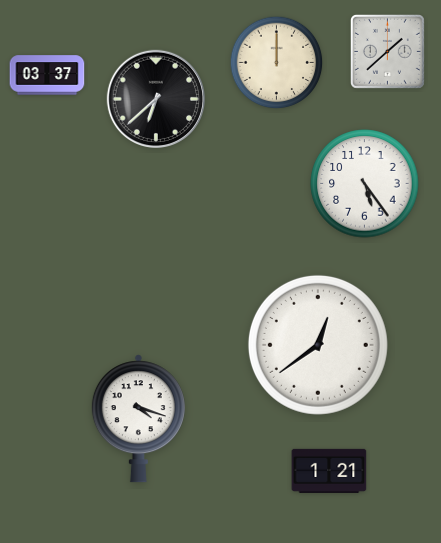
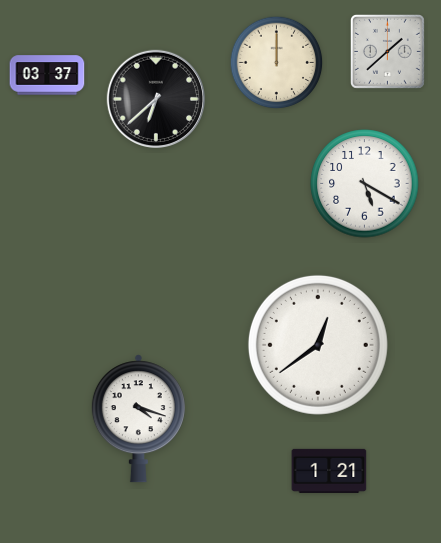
clock at (365, 184): 5:24 -> 5:20
